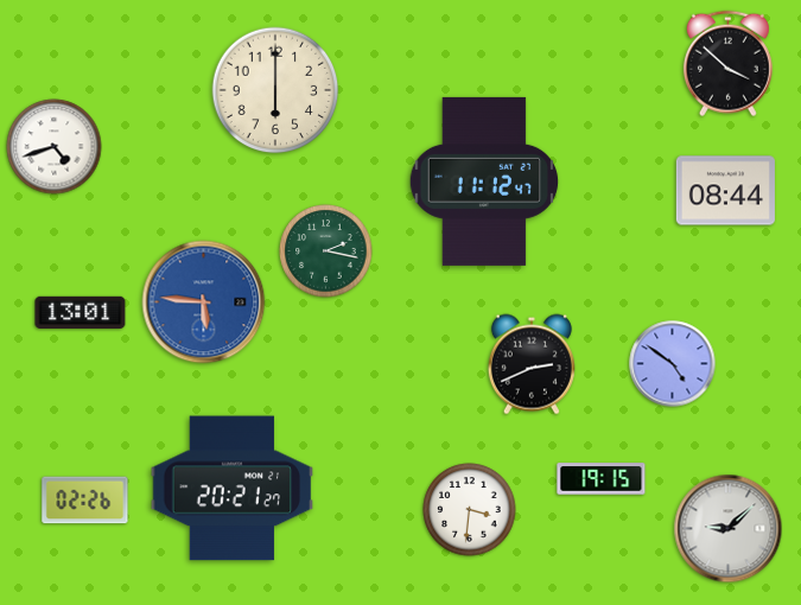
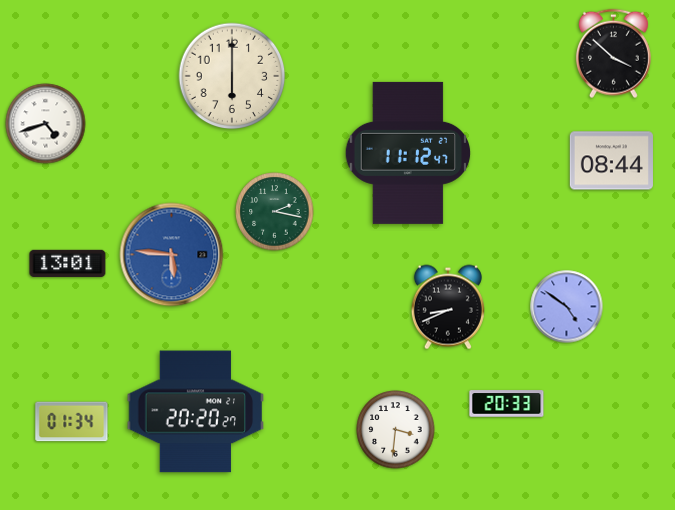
clock at (532, 364): 2:41 -> 8:41
clock at (602, 479): 19:15 -> 20:33
clock at (233, 489): 20:21 -> 20:20
clock at (85, 501): 02:26 -> 01:34
clock at (729, 529): 9:08 -> none
